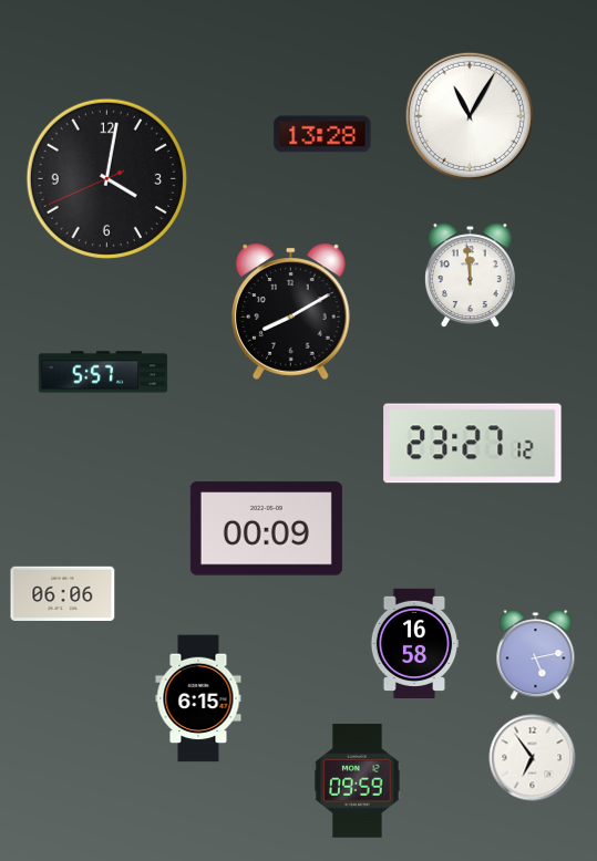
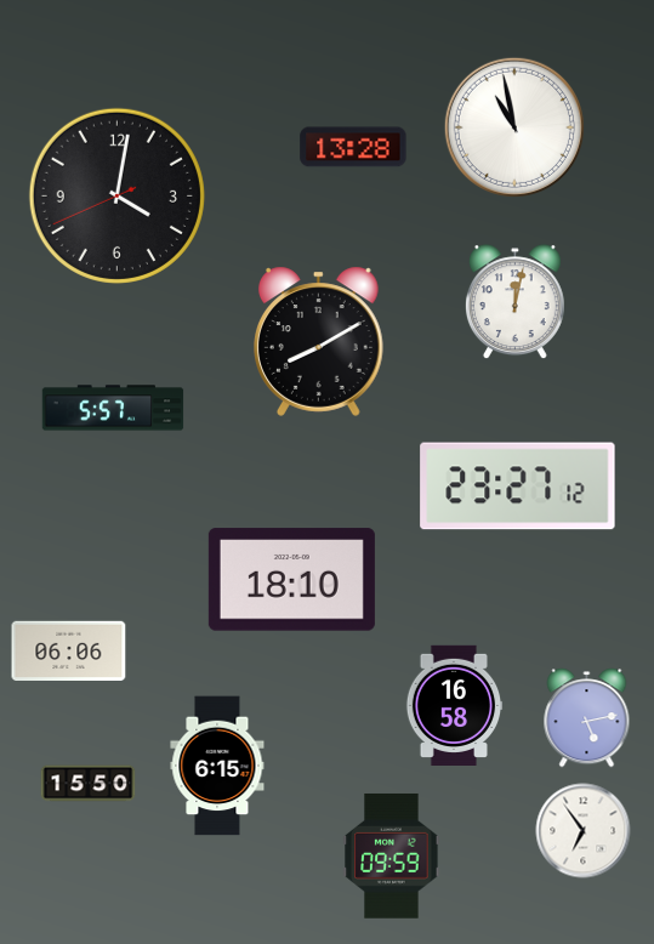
clock at (470, 116): 11:05 -> 10:58
clock at (470, 276): 11:59 -> 12:02
clock at (266, 529): 00:09 -> 18:10
clock at (89, 784): none -> 15:50
